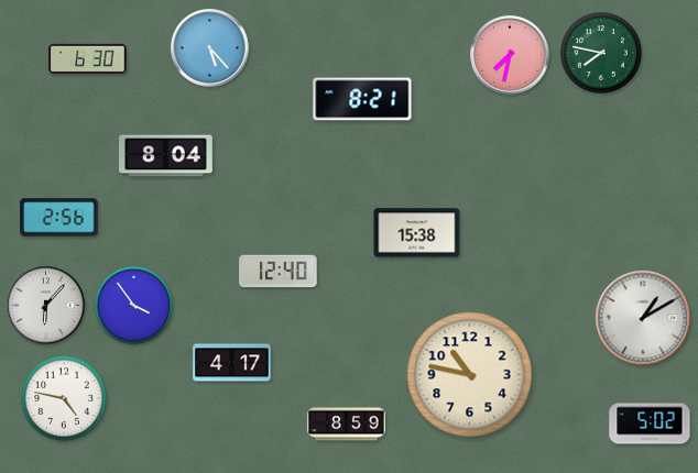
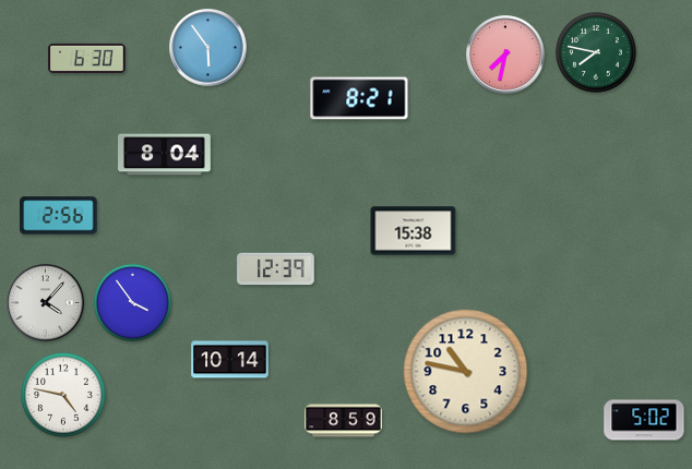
clock at (210, 48): 5:23 -> 5:54
clock at (279, 272): 12:40 -> 12:39
clock at (46, 306): 6:07 -> 4:07
clock at (643, 318): 1:10 -> none
clock at (232, 363): 4:17 -> 10:14
